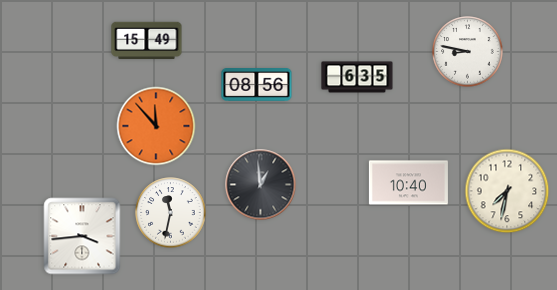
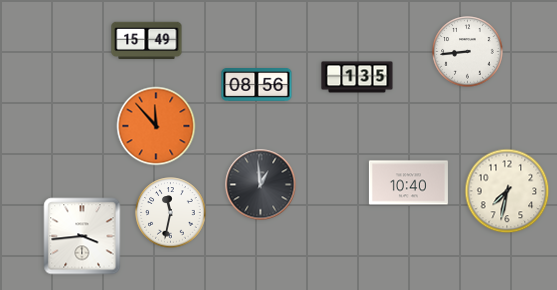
clock at (468, 52): 8:47 -> 8:44
clock at (357, 77): 6:35 -> 1:35
